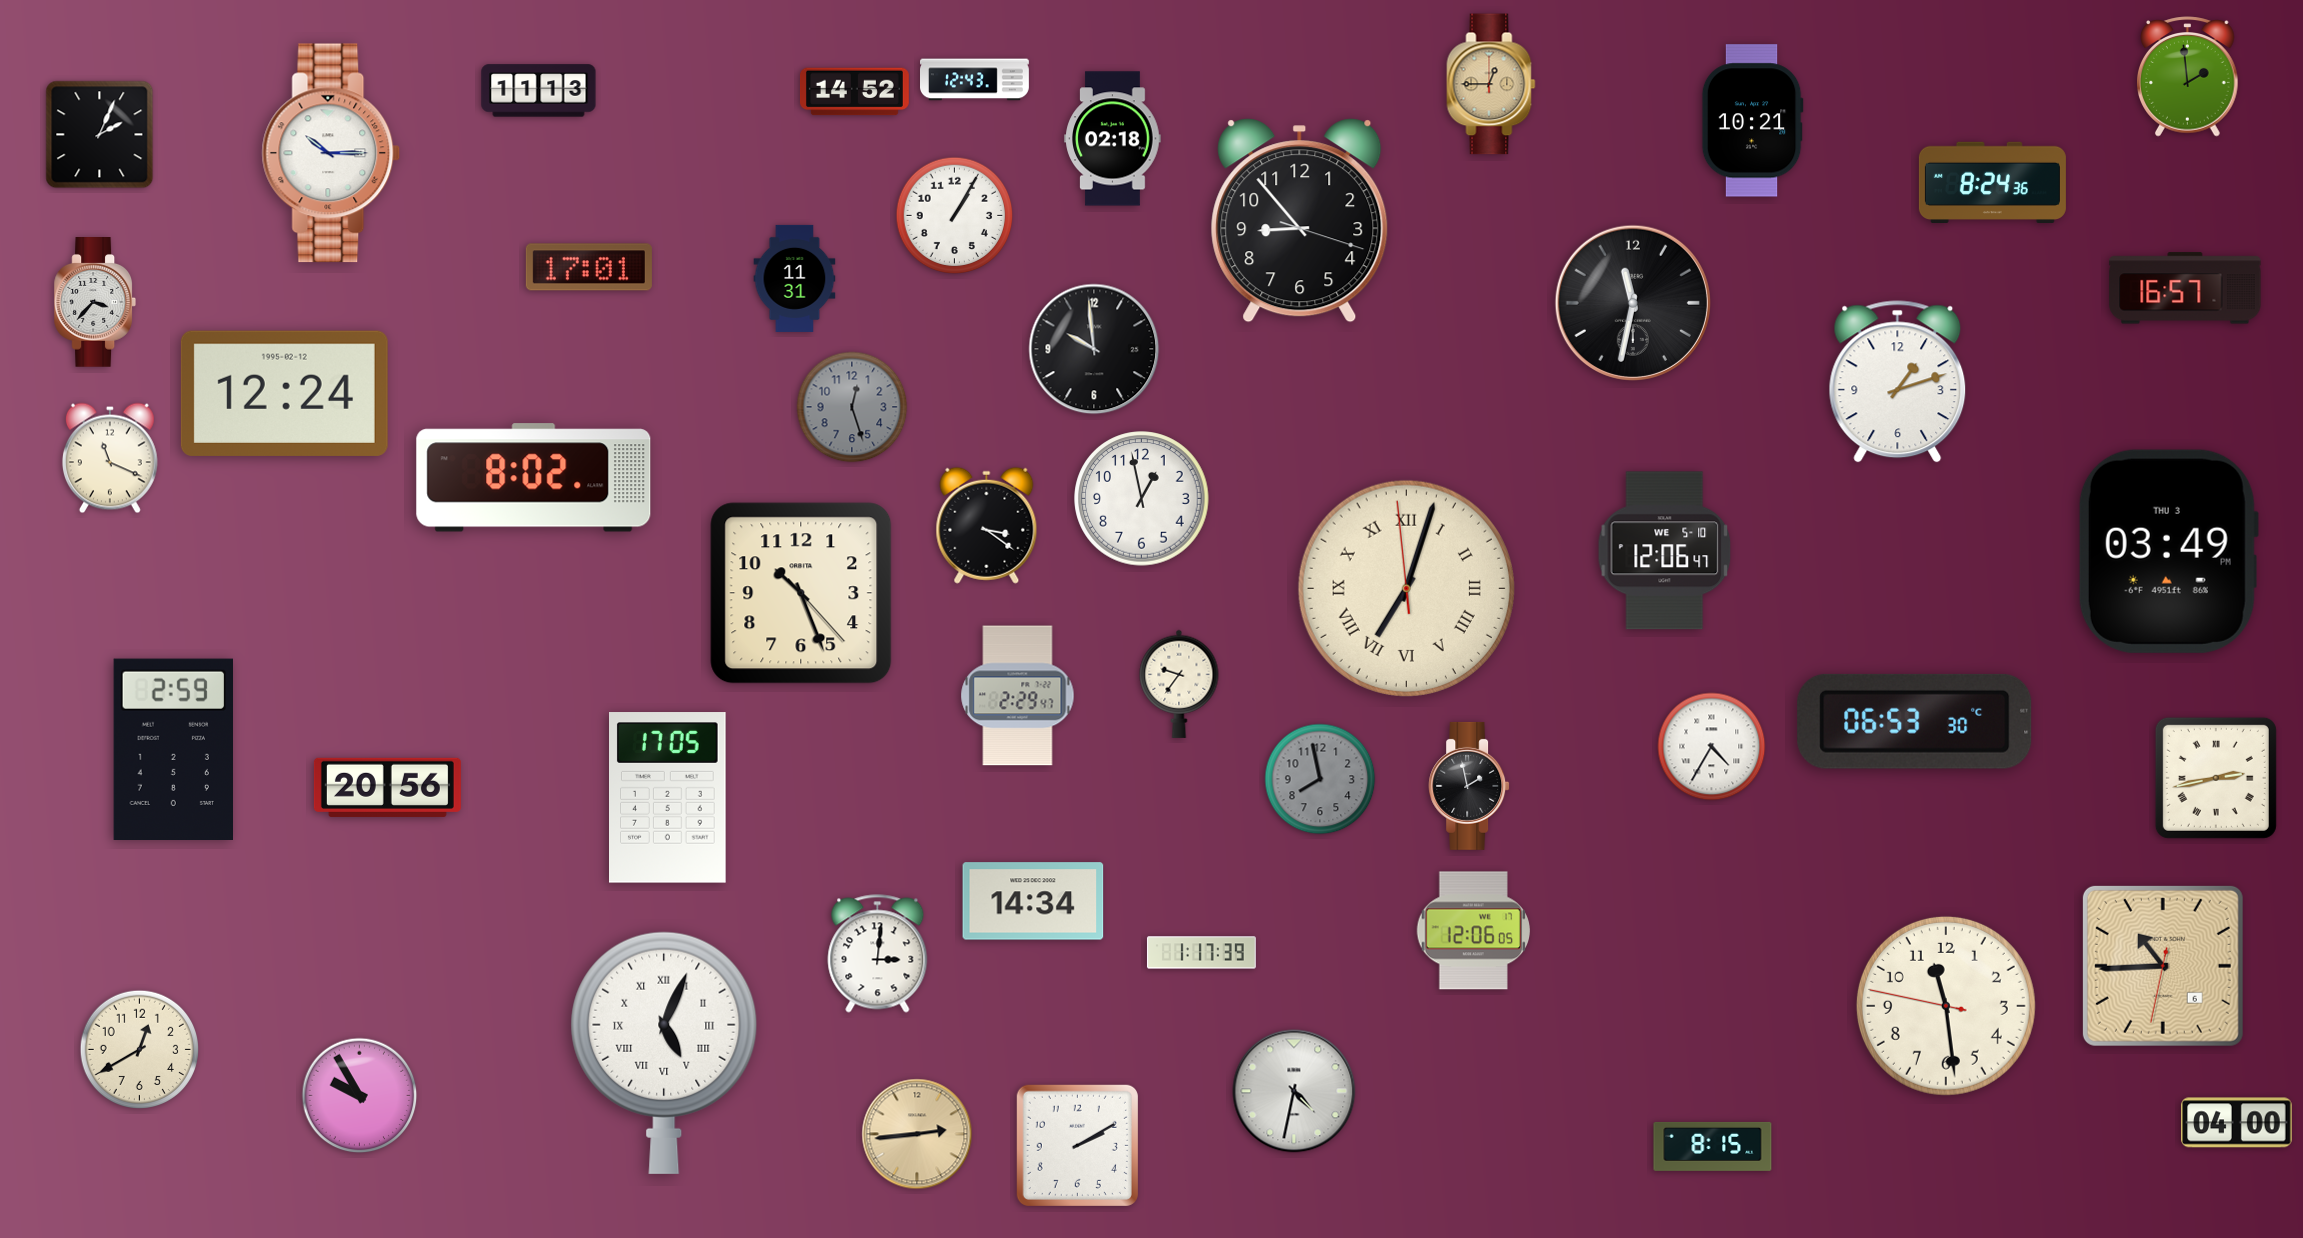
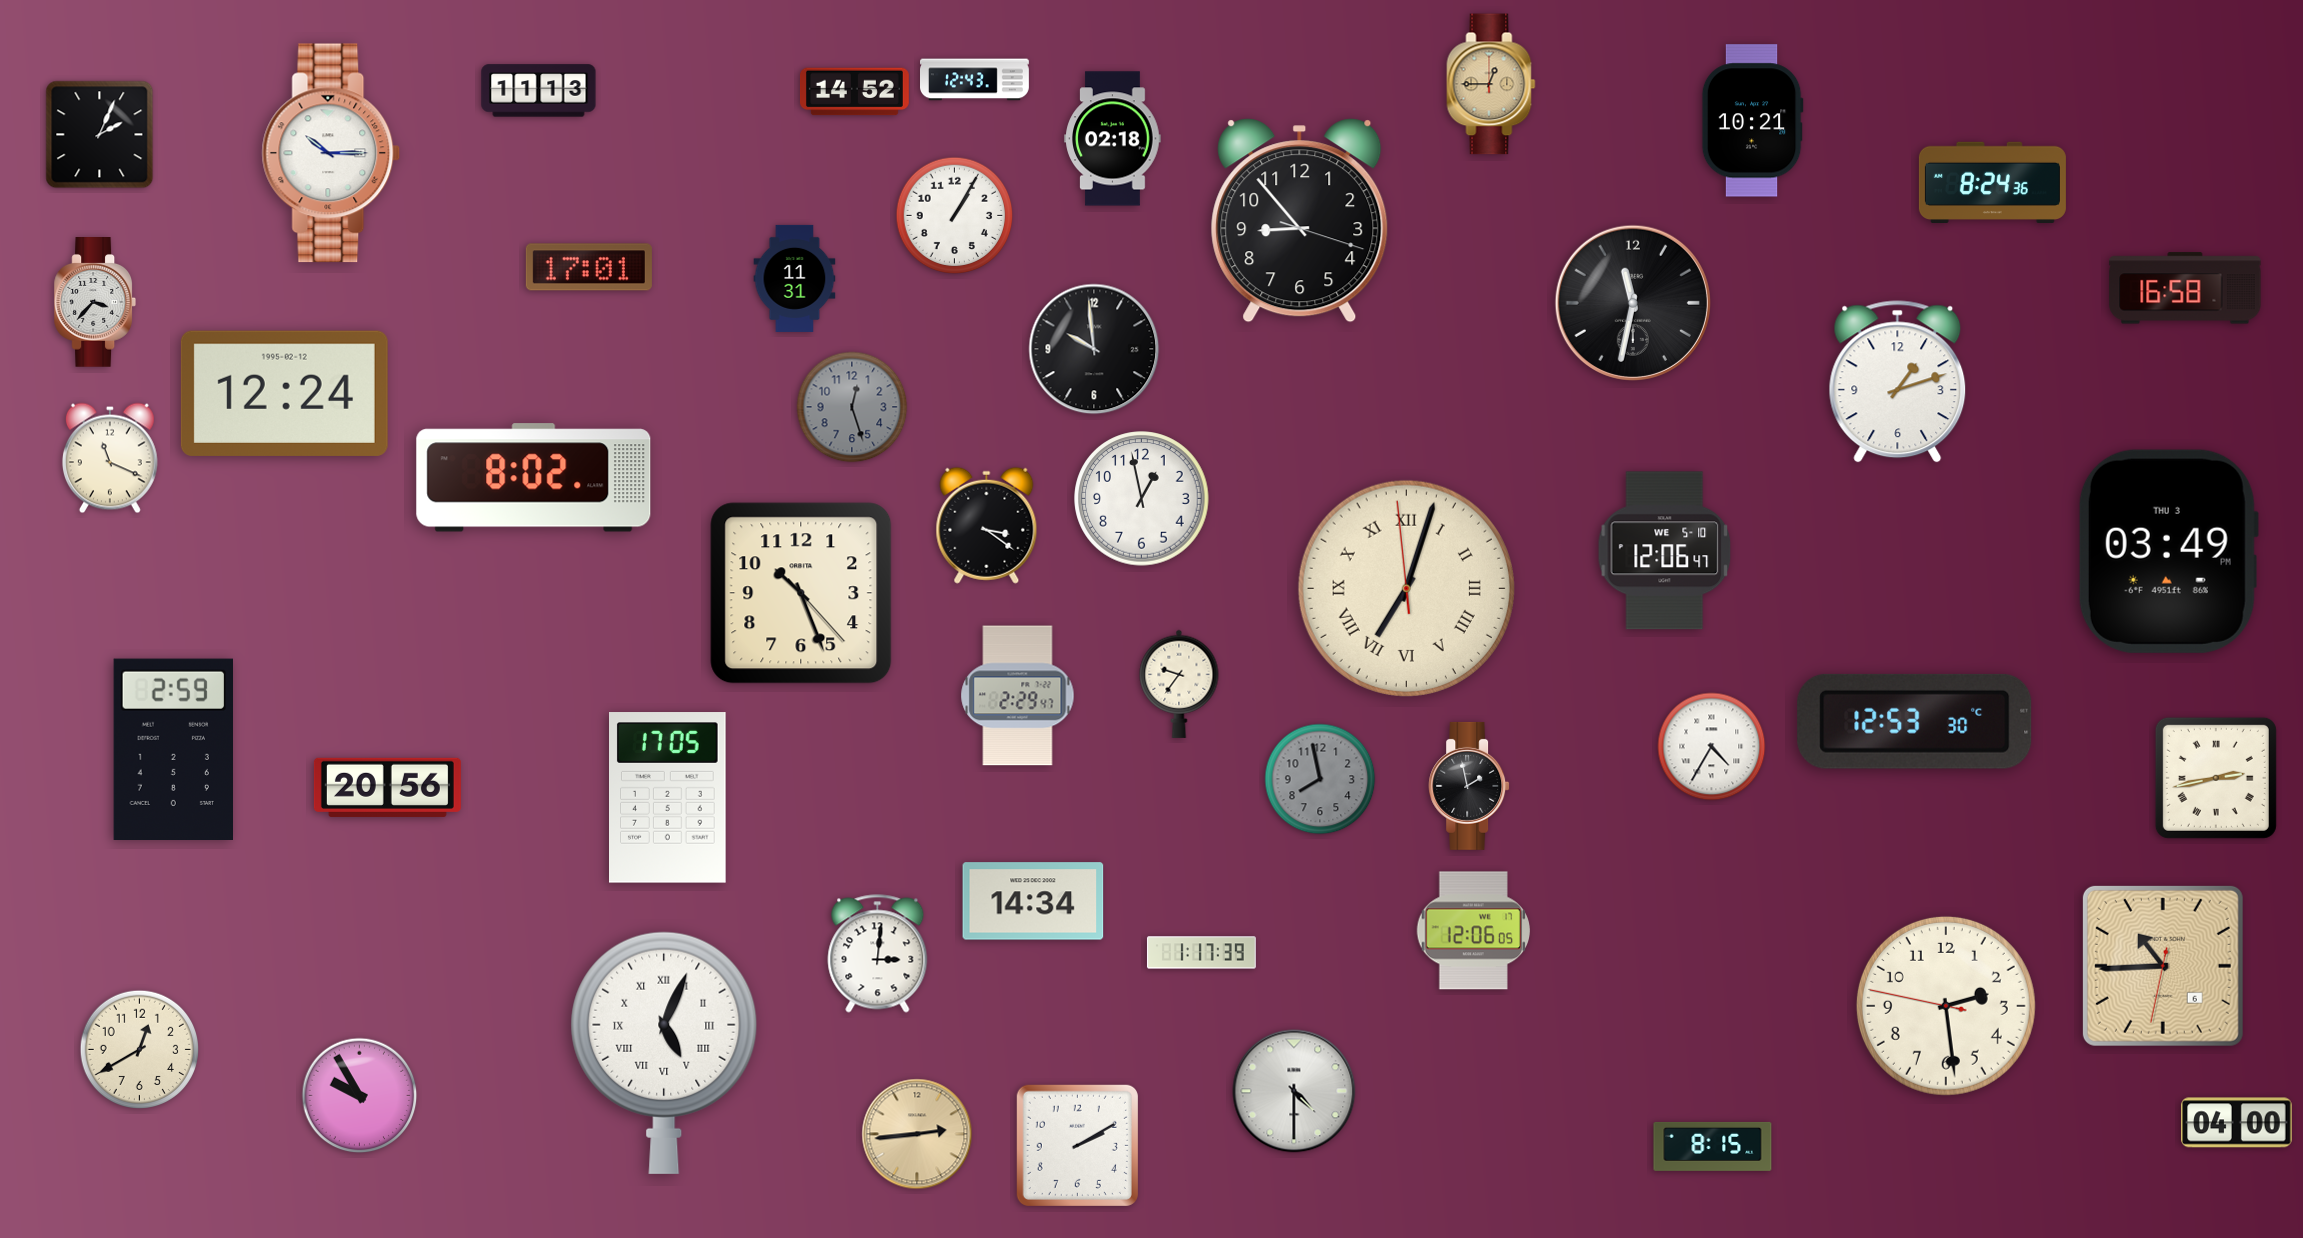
clock at (2188, 77): 1:59 -> none
clock at (2185, 288): 16:57 -> 16:58
clock at (1915, 721): 06:53 -> 12:53
clock at (1946, 1006): 11:28 -> 2:28
clock at (1294, 1091): 4:32 -> 4:30
